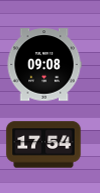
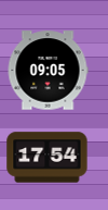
clock at (44, 65): 09:08 -> 09:05
